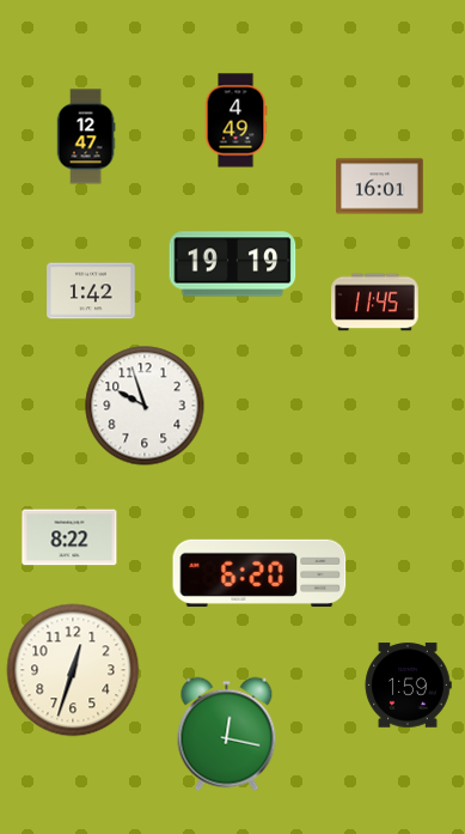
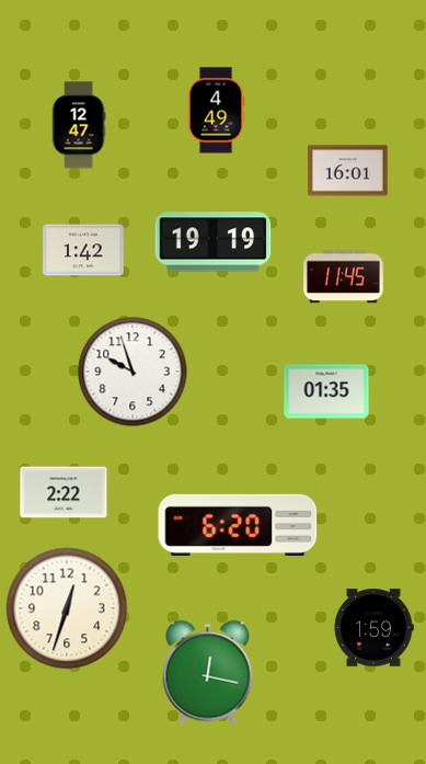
clock at (91, 291) position: (91, 291) -> (83, 250)
clock at (326, 391): none -> 01:35
clock at (69, 537): 8:22 -> 2:22
clock at (73, 670) position: (73, 670) -> (67, 608)
